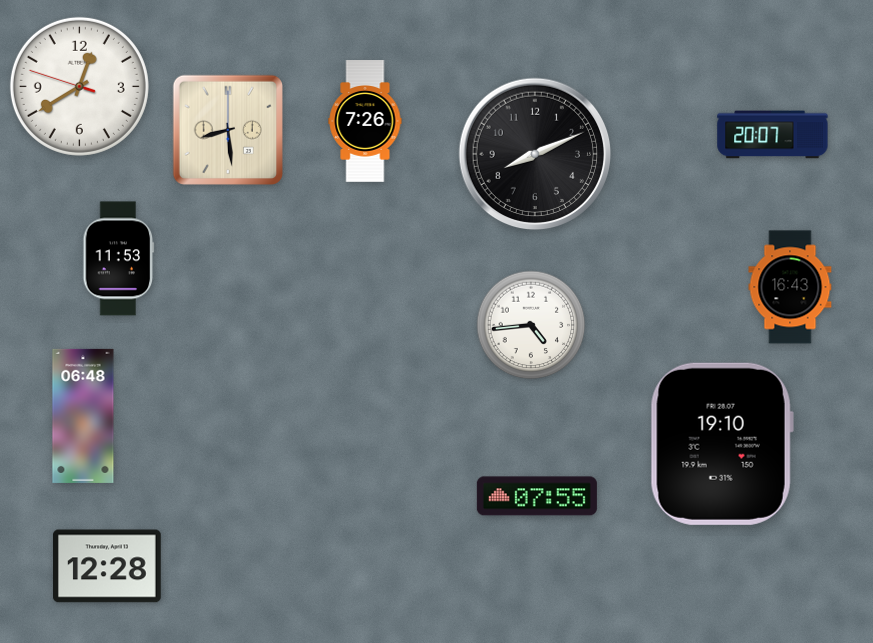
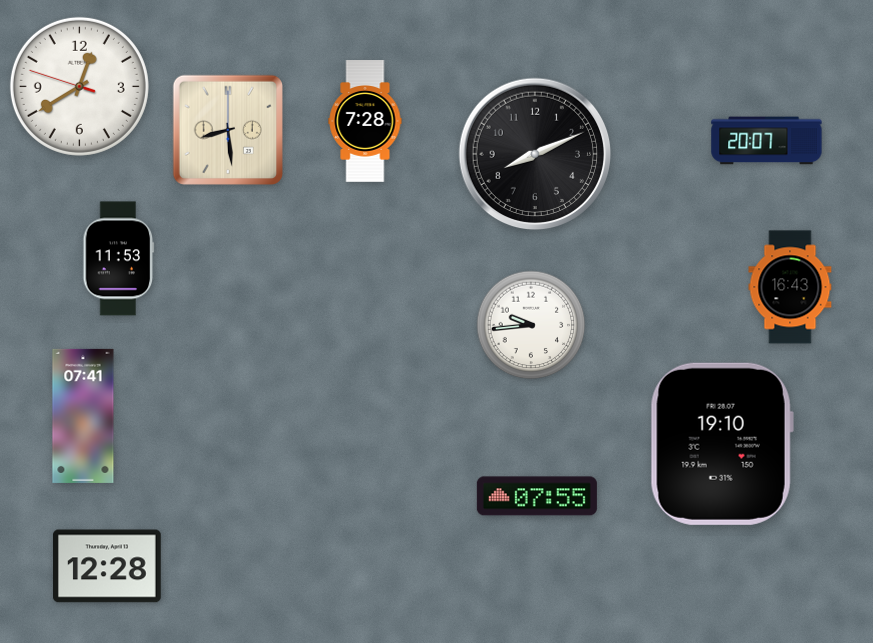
clock at (365, 121): 7:26 -> 7:28
clock at (773, 135) position: (773, 135) -> (767, 141)
clock at (531, 325): 4:44 -> 9:44
clock at (83, 416): 06:48 -> 07:41
